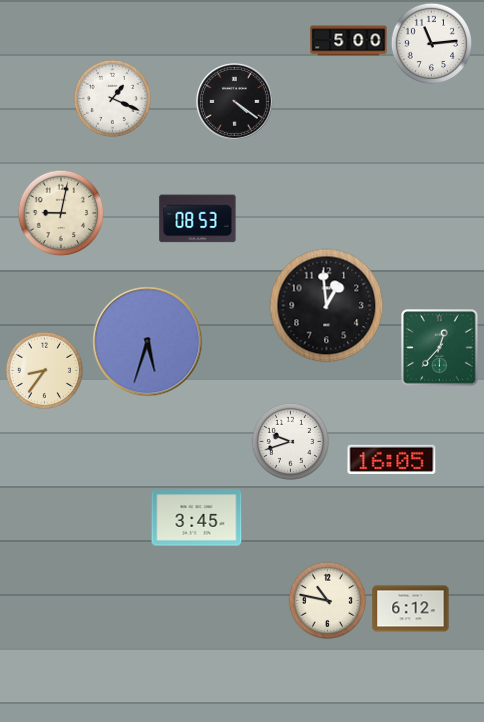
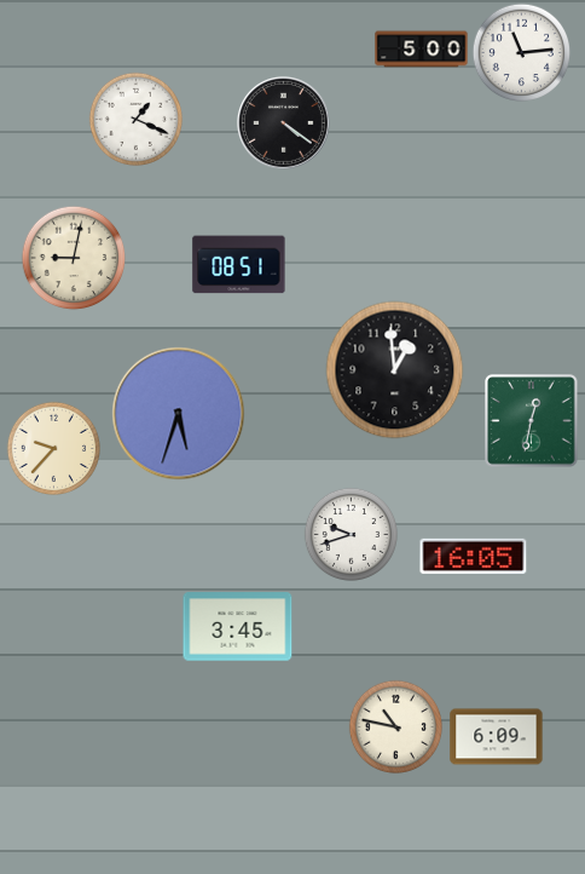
clock at (198, 219): 08:53 -> 08:51
clock at (440, 348): 12:37 -> 12:32
clock at (44, 370): 8:36 -> 9:37
clock at (411, 609): 6:12 -> 6:09
